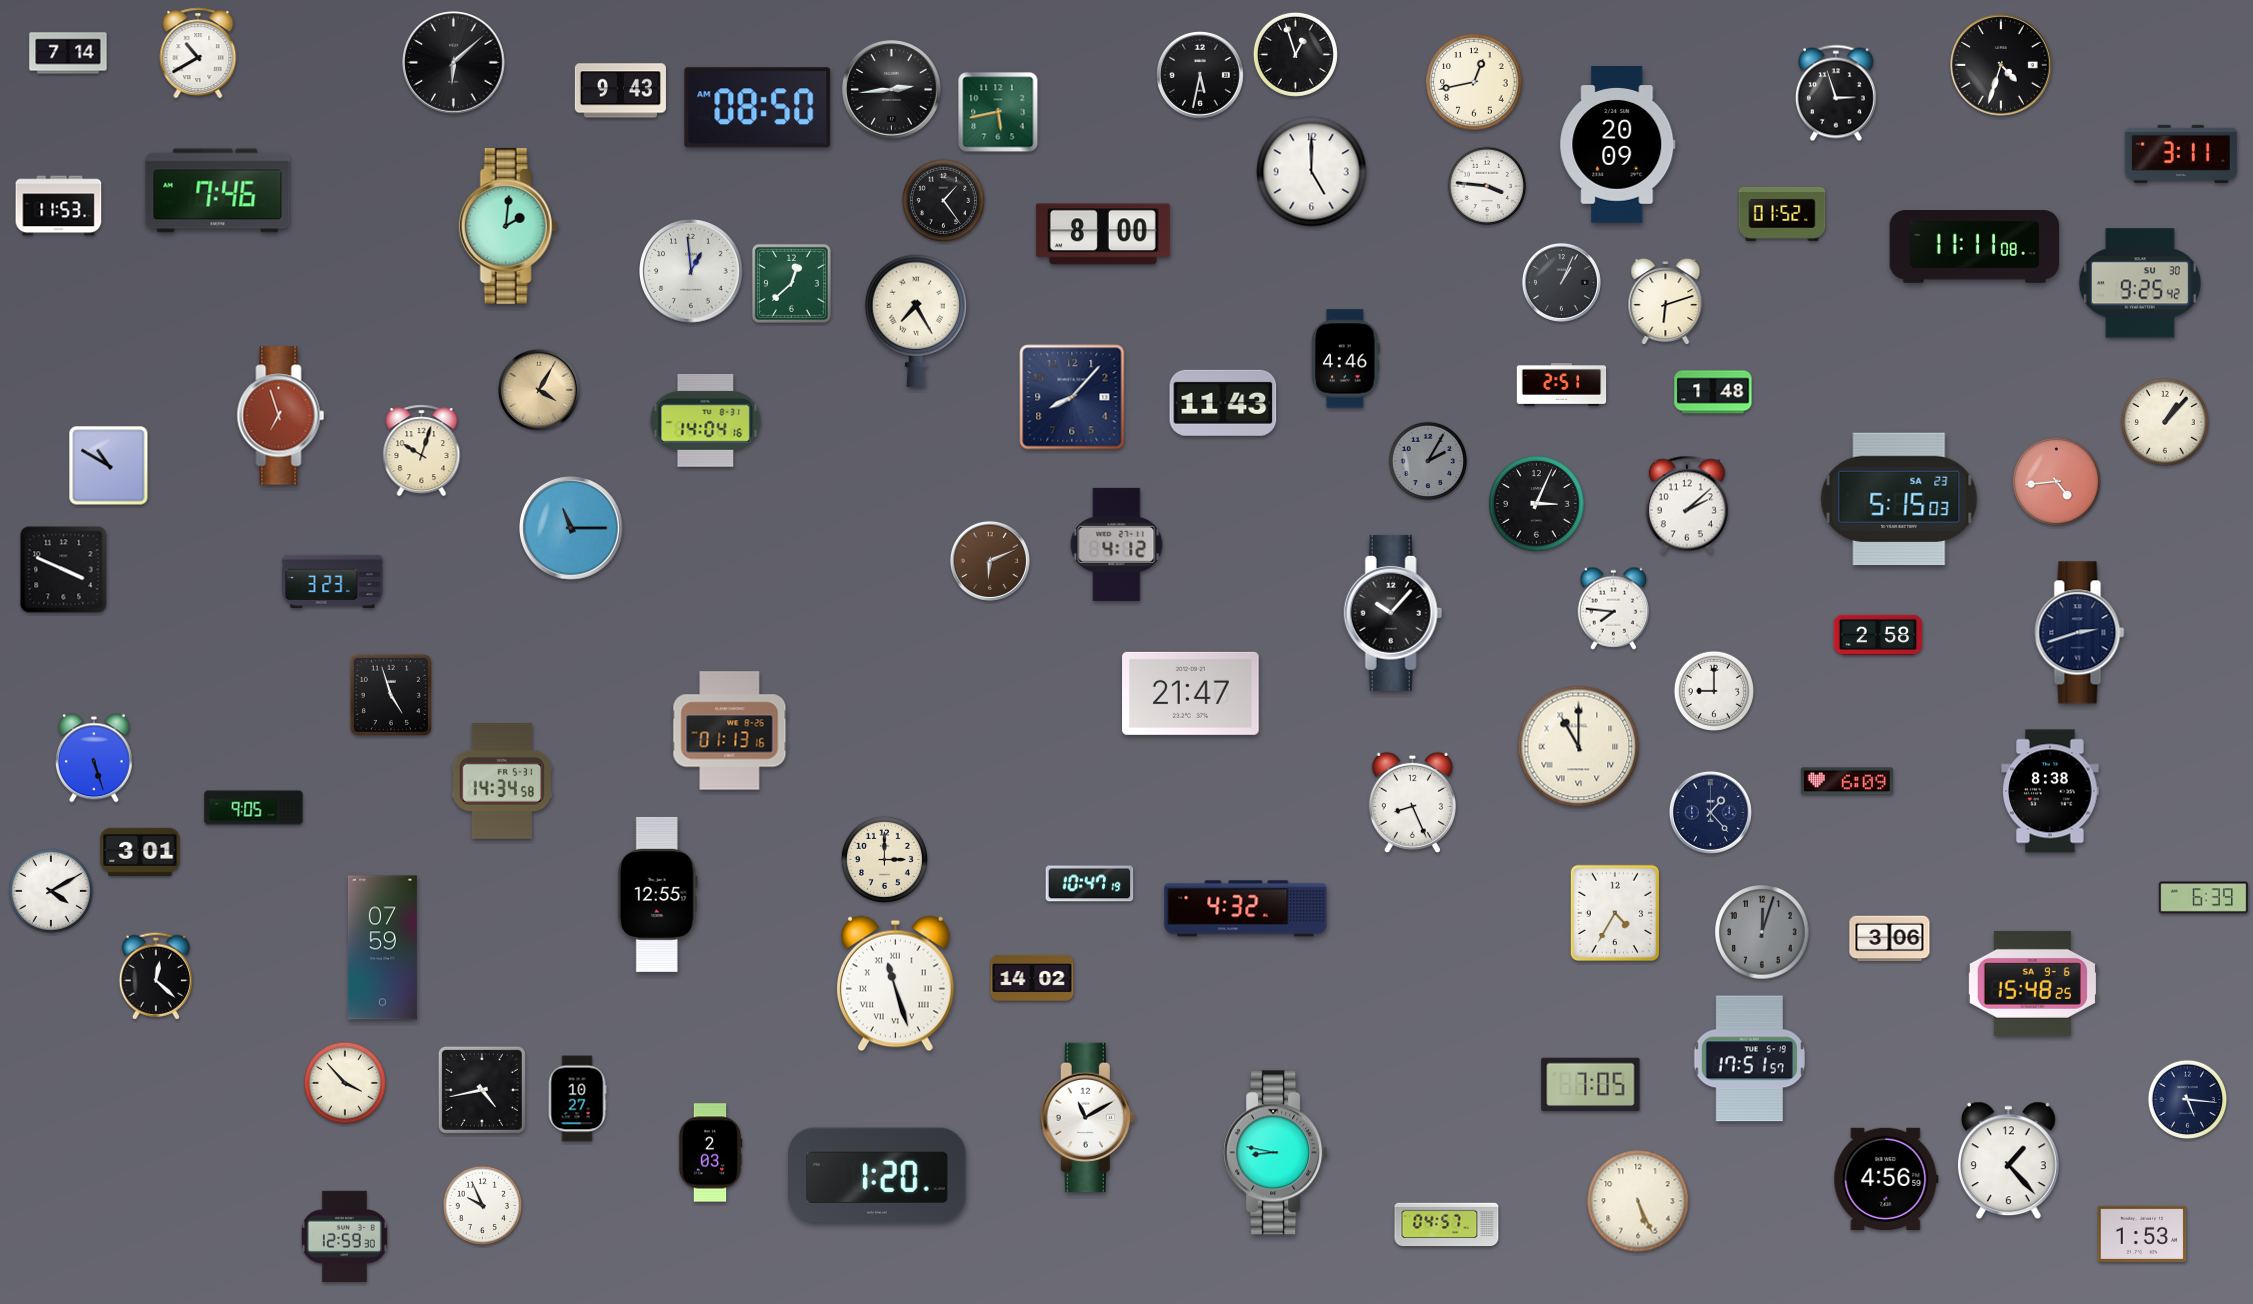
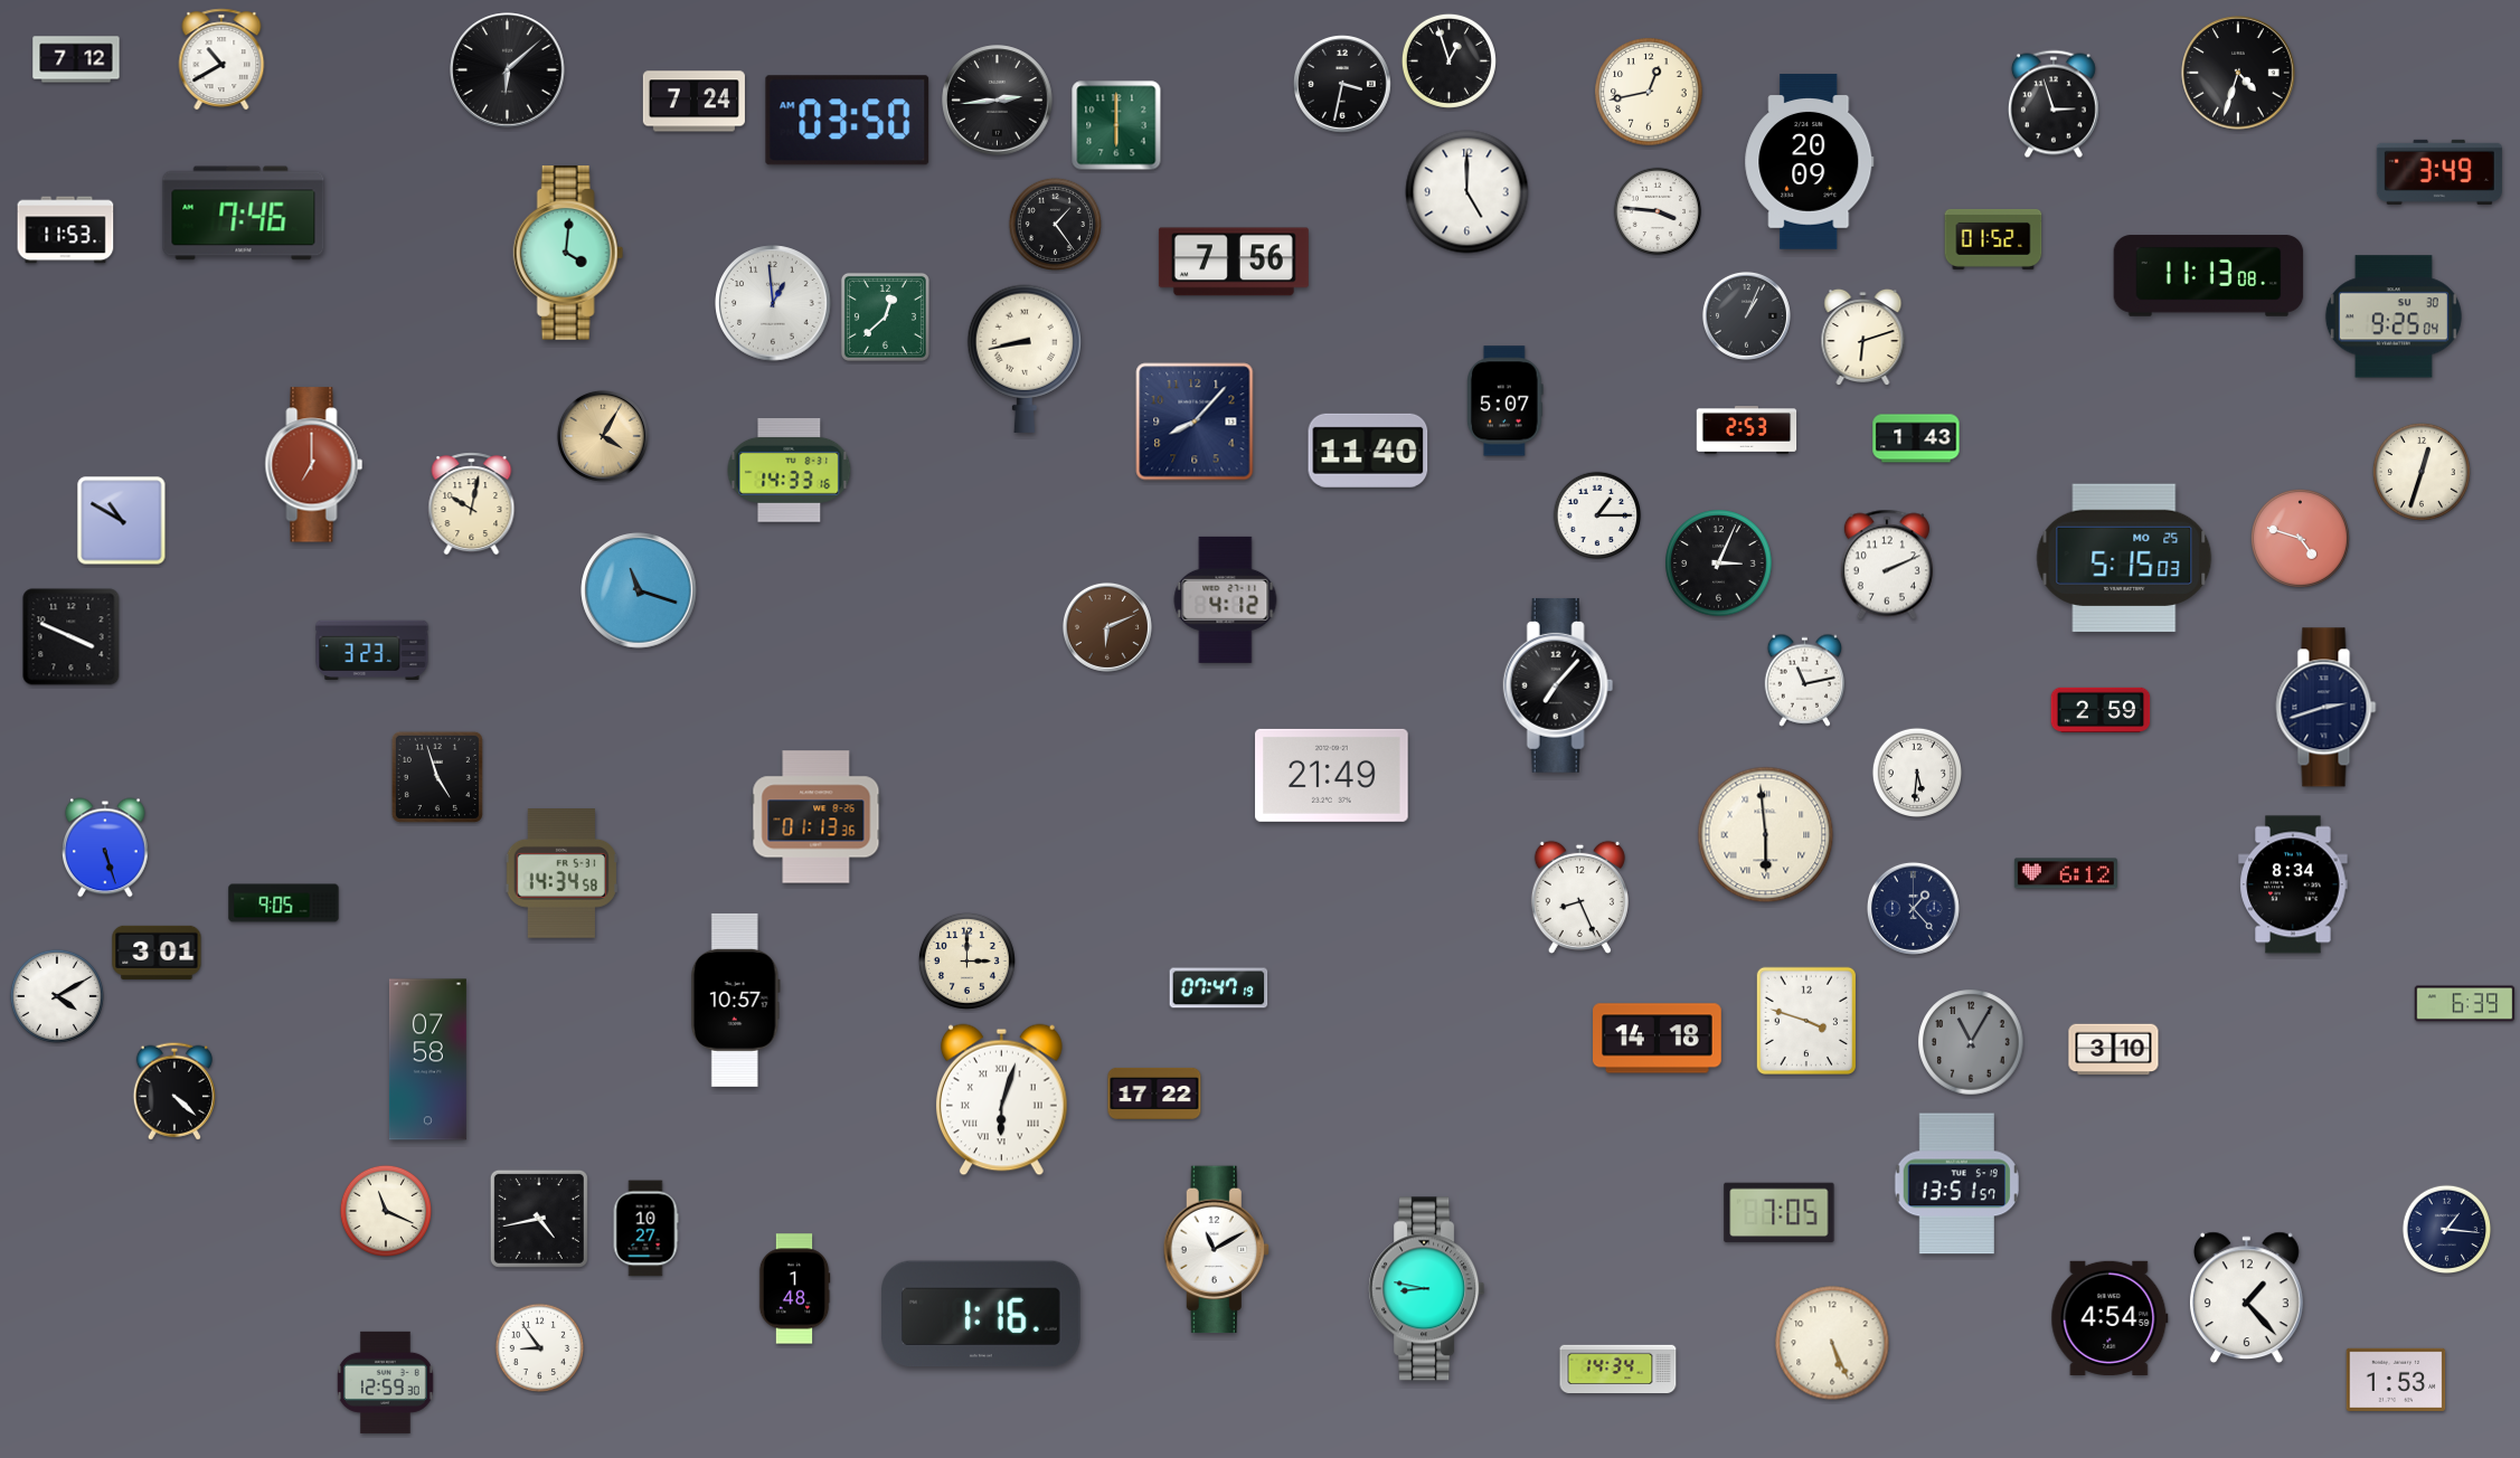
clock at (68, 53): 7:14 -> 7:12
clock at (1200, 75): 5:32 -> 3:32
clock at (620, 91): 9:43 -> 7:24
clock at (758, 108): 08:50 -> 03:50
clock at (998, 112): 5:43 -> 6:00
clock at (2181, 154): 3:11 -> 3:49
clock at (1487, 186) position: (1487, 186) -> (1658, 211)
clock at (508, 226): 2:01 -> 4:01
clock at (1103, 234): 8:00 -> 7:56
clock at (1975, 247): 11:11 -> 11:13
clock at (2140, 283): 9:25:42 -> 9:25:04
clock at (916, 321): 7:25 -> 8:43
clock at (1346, 359): 4:46 -> 5:07
clock at (1562, 385): 2:51 -> 2:53
clock at (1713, 392): 1:48 -> 1:43
clock at (1072, 397) position: (1072, 397) -> (1195, 422)
clock at (1223, 403): 11:43 -> 11:40
clock at (281, 416): 6:57 -> 7:00
clock at (706, 420): 14:04 -> 14:33
clock at (2165, 422): 1:07 -> 12:33
clock at (422, 451): 10:03 -> 10:02
clock at (1428, 461): 2:05 -> 1:15
clock at (1428, 461) dial: grey -> white
clock at (2056, 481): 4:44 -> 4:48
clock at (1899, 499) date: SA 23 -> MO 25
clock at (1687, 505): 2:08 -> 2:11
clock at (571, 528): 11:15 -> 11:18
clock at (1117, 544) position: (1117, 544) -> (1226, 599)
clock at (1614, 608): 7:46 -> 11:13
clock at (1393, 613): 10:07 -> 7:07
clock at (1878, 634): 2:58 -> 2:59
clock at (1713, 690): 9:00 -> 5:31
clock at (1191, 693): 21:47 -> 21:49
clock at (730, 731): 01:13:16 -> 01:13:36
clock at (1579, 747): 11:00 -> 5:59
clock at (1847, 781): 6:09 -> 6:12
clock at (2050, 791): 8:38 -> 8:34
clock at (884, 859) position: (884, 859) -> (966, 960)
clock at (1090, 884): 10:47 -> 07:47
clock at (657, 894): 12:55 -> 10:57
clock at (1246, 909): 4:32 -> none
clock at (1614, 912): 4:35 -> 3:48
clock at (1658, 1039): none -> 14:18
clock at (1762, 932): 12:03 -> 11:05
clock at (1890, 939): 3:06 -> 3:10
clock at (382, 948): 07:59 -> 07:58
clock at (156, 976): 12:22 -> 4:22
clock at (1032, 978): 14:02 -> 17:22
clock at (2032, 983): 15:48 -> none
clock at (895, 984): 11:27 -> 6:03
clock at (1749, 1059): 17:51 -> 13:51
clock at (345, 1083): 3:53 -> 11:19
clock at (2188, 1100): 5:16 -> 1:16
clock at (710, 1153): 2:03 -> 1:48
clock at (878, 1175): 1:20 -> 1:16
clock at (1886, 1178): 4:56 -> 4:54
clock at (483, 1206): 9:56 -> 8:54
clock at (1447, 1225): 04:57 -> 14:34
